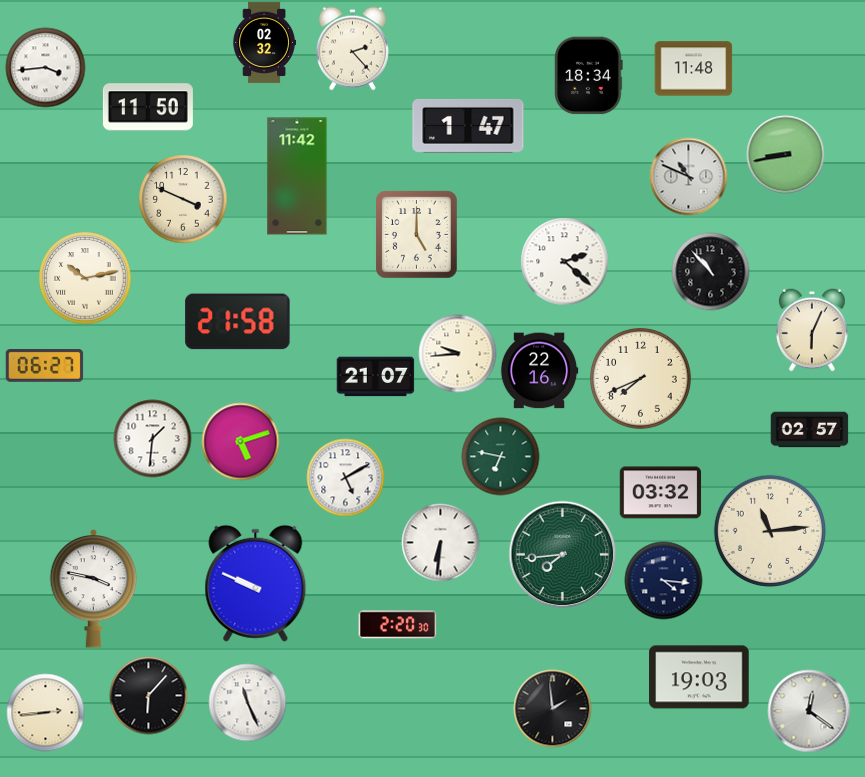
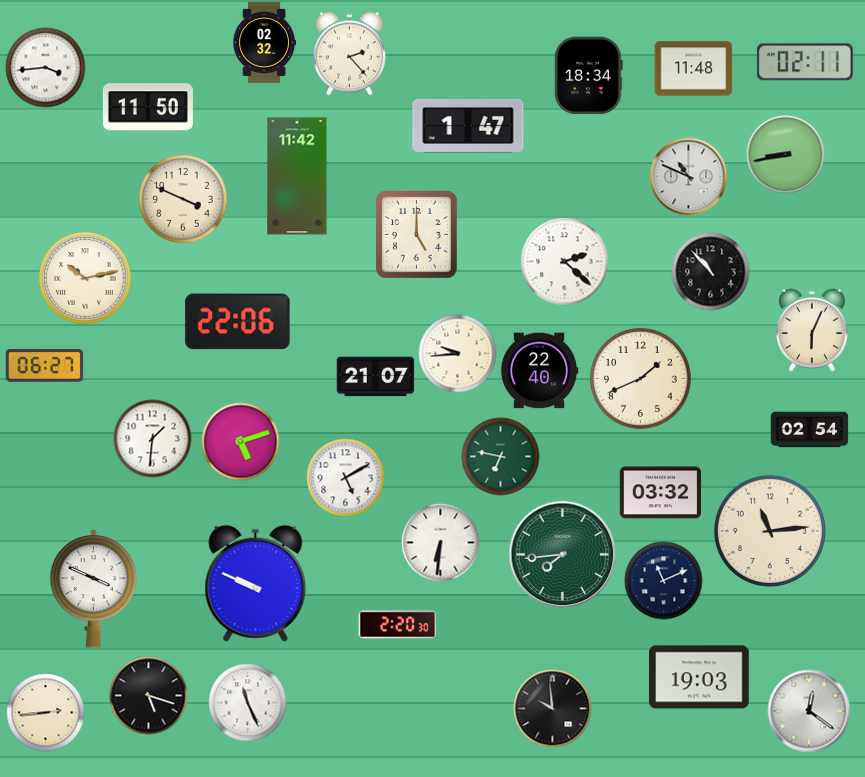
clock at (352, 48) position: (352, 48) -> (349, 53)
clock at (805, 62): none -> 02:11
clock at (238, 322): 21:58 -> 22:06
clock at (539, 371): 22:16 -> 22:40
clock at (640, 378): 7:41 -> 1:41
clock at (809, 430): 02:57 -> 02:54
clock at (663, 580): 4:16 -> 11:11
clock at (94, 588): 3:47 -> 3:49
clock at (148, 695): 6:07 -> 5:18
clock at (552, 708): 1:59 -> 9:59
